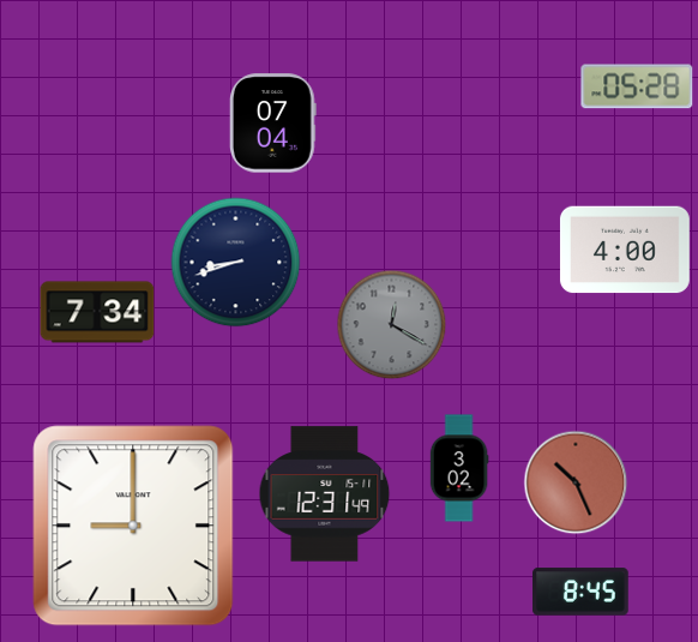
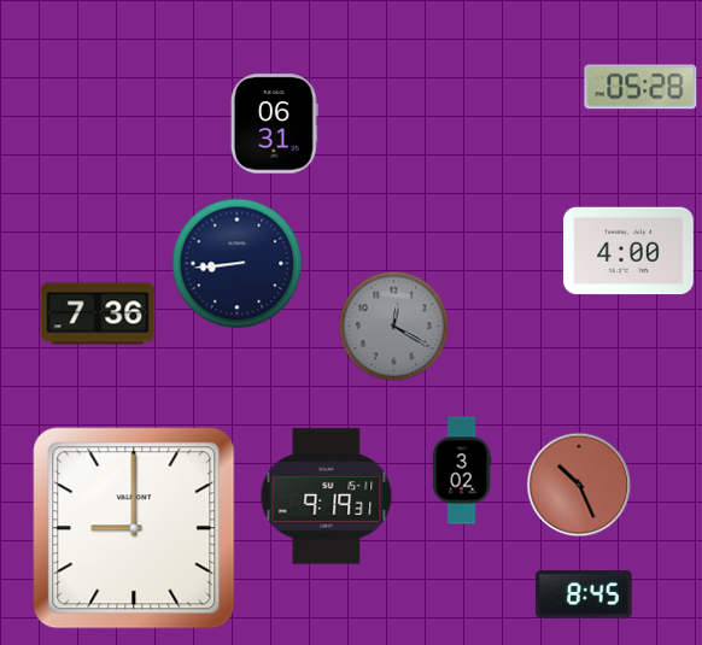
clock at (272, 124): 07:04 -> 06:31
clock at (236, 263): 8:42 -> 8:44
clock at (97, 312): 7:34 -> 7:36
clock at (325, 494): 12:31 -> 9:19
